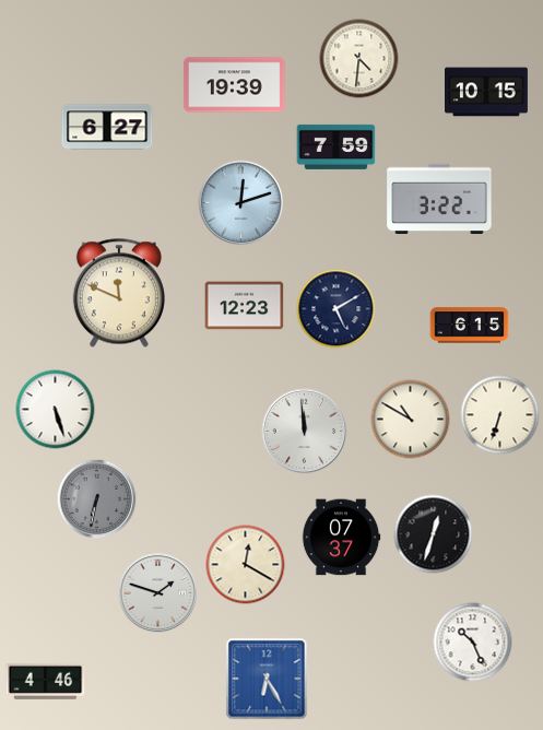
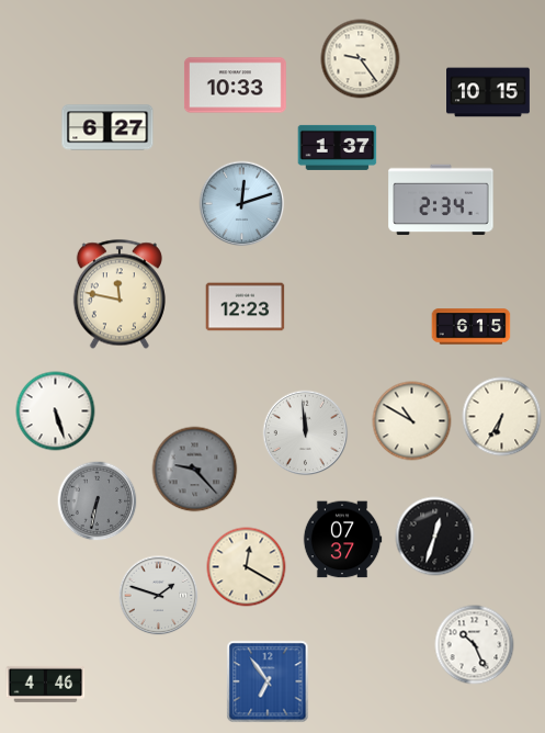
clock at (359, 59): 4:31 -> 9:24
clock at (234, 85): 19:39 -> 10:33
clock at (337, 146): 7:59 -> 1:37
clock at (439, 199): 3:22 -> 2:34
clock at (119, 293): 11:49 -> 11:47
clock at (337, 309): 5:10 -> none
clock at (500, 415): 6:33 -> 6:35
clock at (195, 470): none -> 9:23
clock at (267, 679): 6:25 -> 6:54
